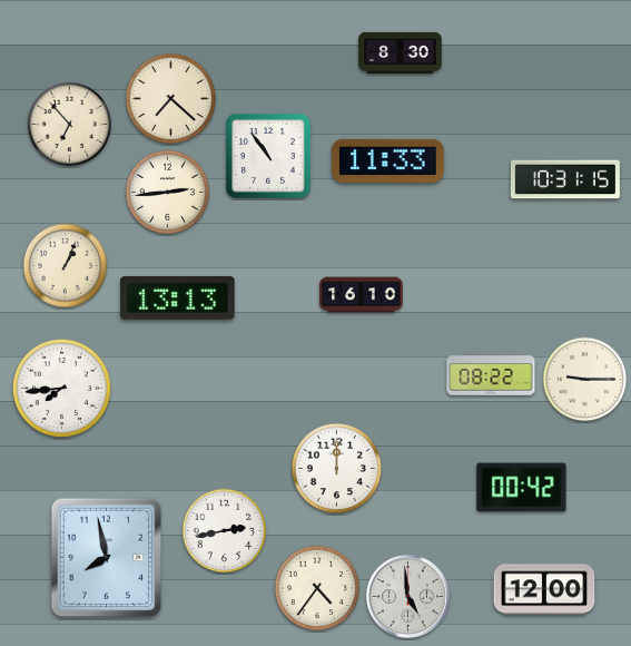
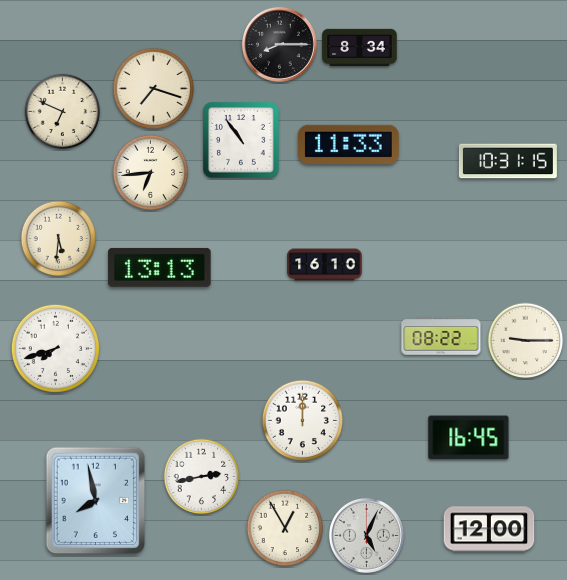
clock at (279, 44): none -> 8:15
clock at (401, 53): 8:30 -> 8:34
clock at (171, 99): 7:22 -> 7:18
clock at (70, 125): 6:53 -> 6:49
clock at (168, 193): 2:44 -> 6:44
clock at (66, 266): 1:04 -> 5:31
clock at (61, 388): 7:44 -> 7:42
clock at (522, 488): 00:42 -> 16:45
clock at (317, 588): 4:36 -> 12:55
clock at (407, 596): 4:59 -> 5:04
